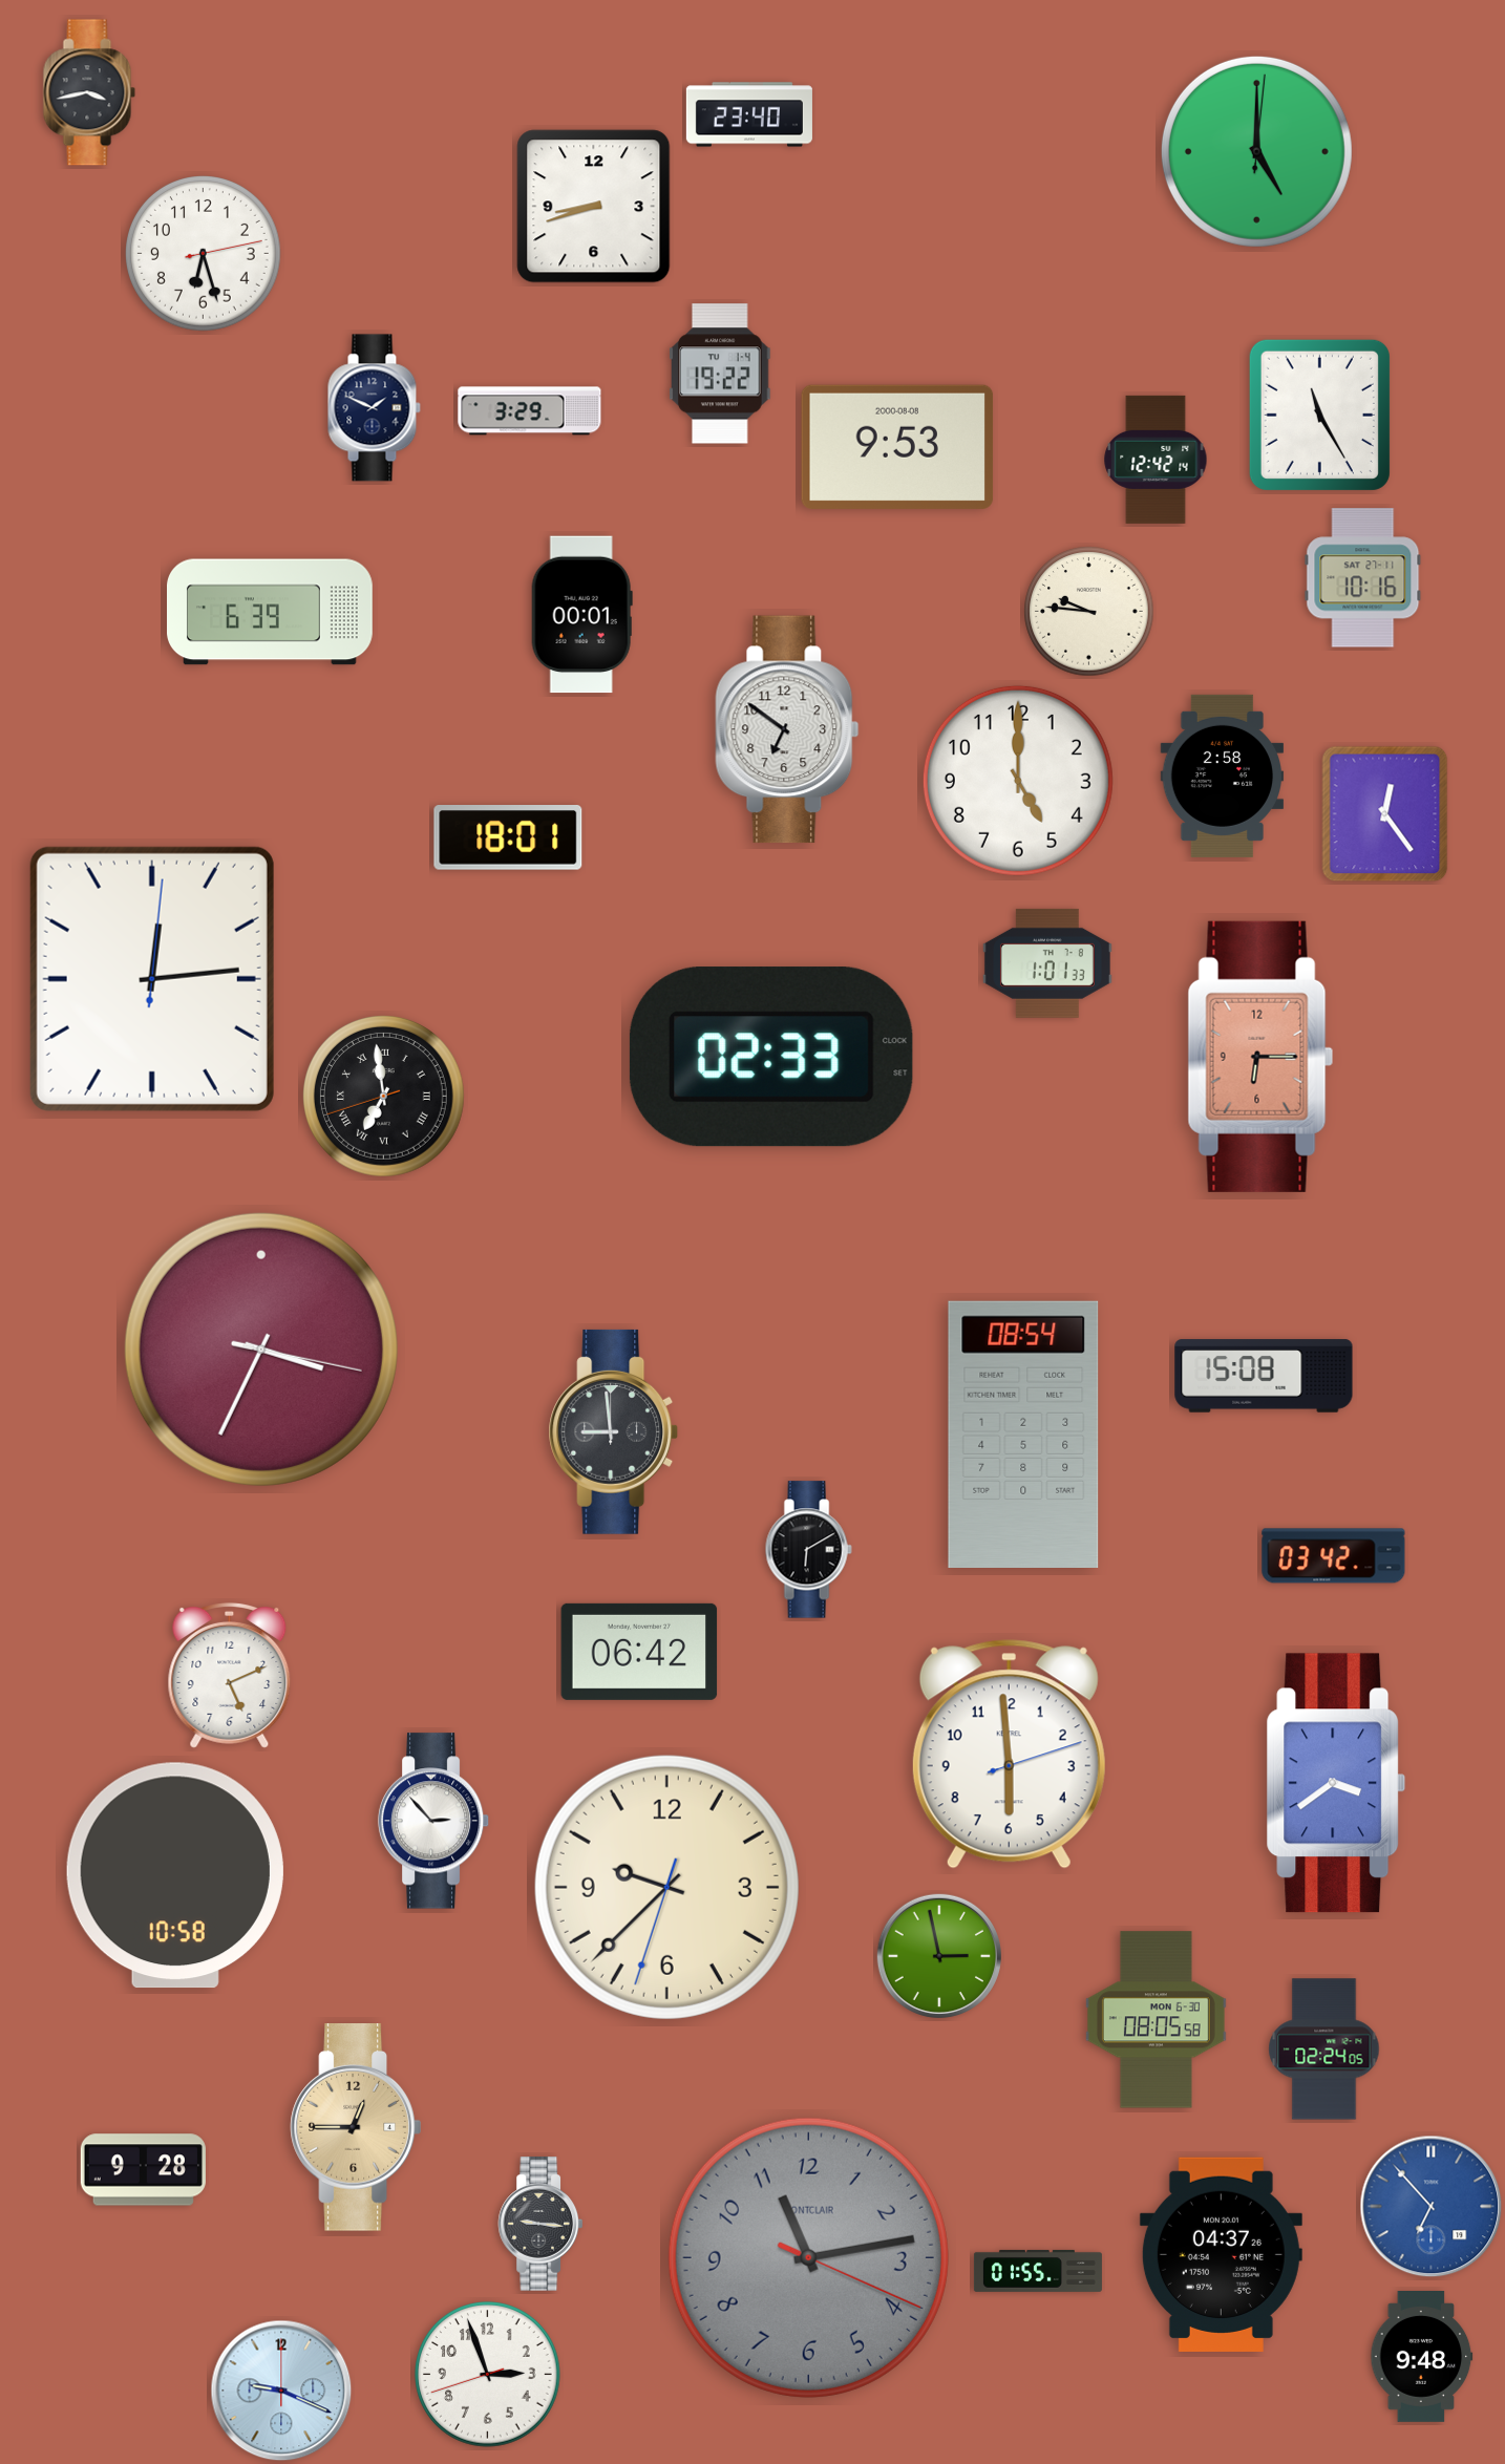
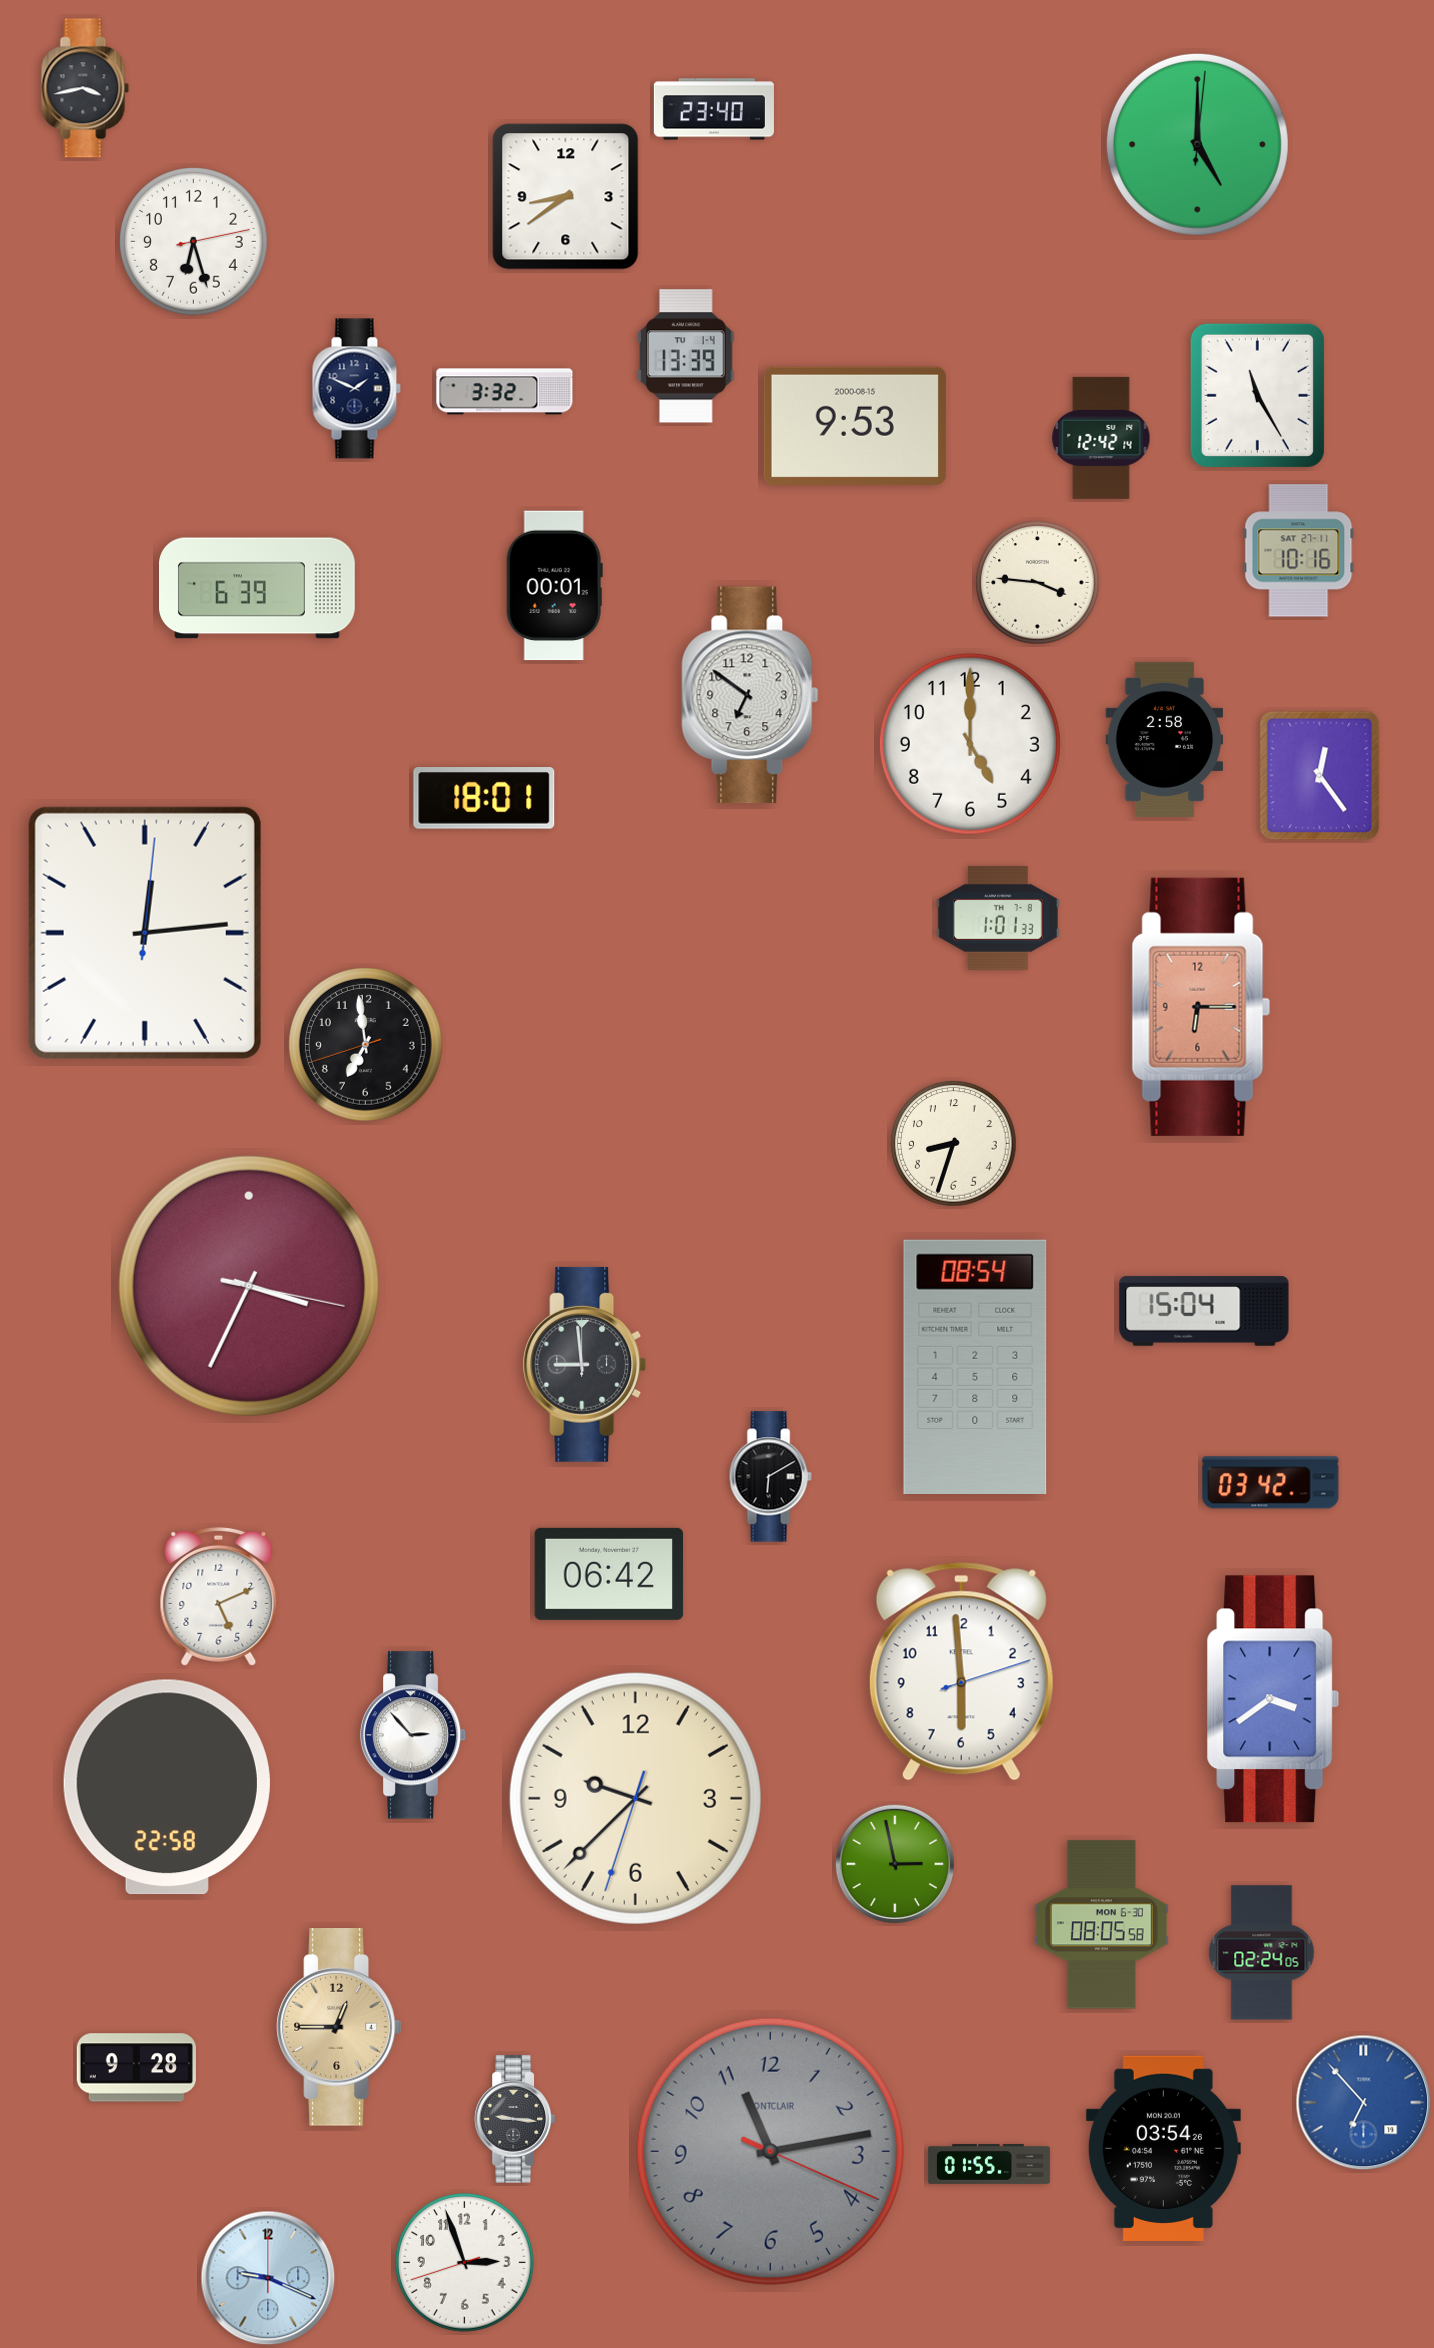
clock at (594, 207): 8:42 -> 8:39
clock at (720, 374): 19:22 -> 13:39
clock at (530, 411): 3:29 -> 3:32
clock at (897, 447) date: 2000-08-08 -> 2000-08-15
clock at (271, 612) position: (271, 612) -> (258, 588)
clock at (1089, 612): 9:46 -> 3:46
clock at (771, 1057): 02:33 -> none
clock at (383, 1096) numerals: Roman -> Arabic
clock at (954, 1144): none -> 8:33
clock at (1264, 1376): 15:08 -> 15:04
clock at (175, 1875): 10:58 -> 22:58
clock at (1221, 2254): 04:37 -> 03:54
clock at (1422, 2357): 9:48 -> none
